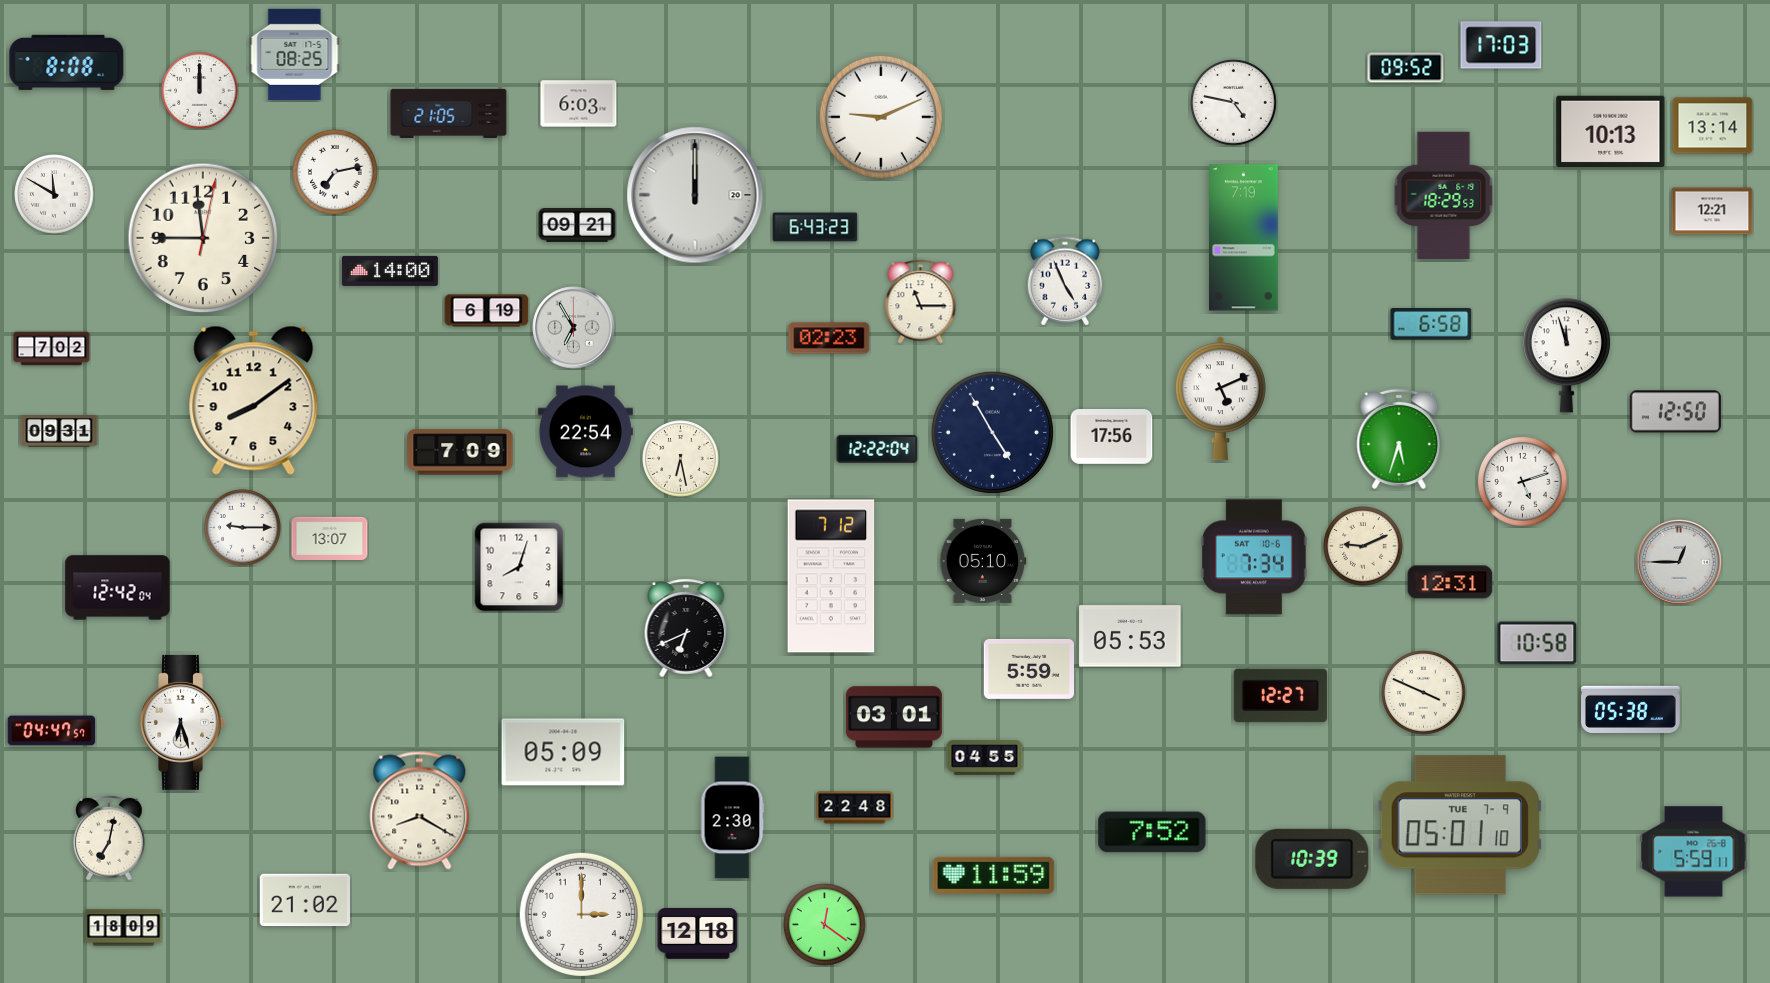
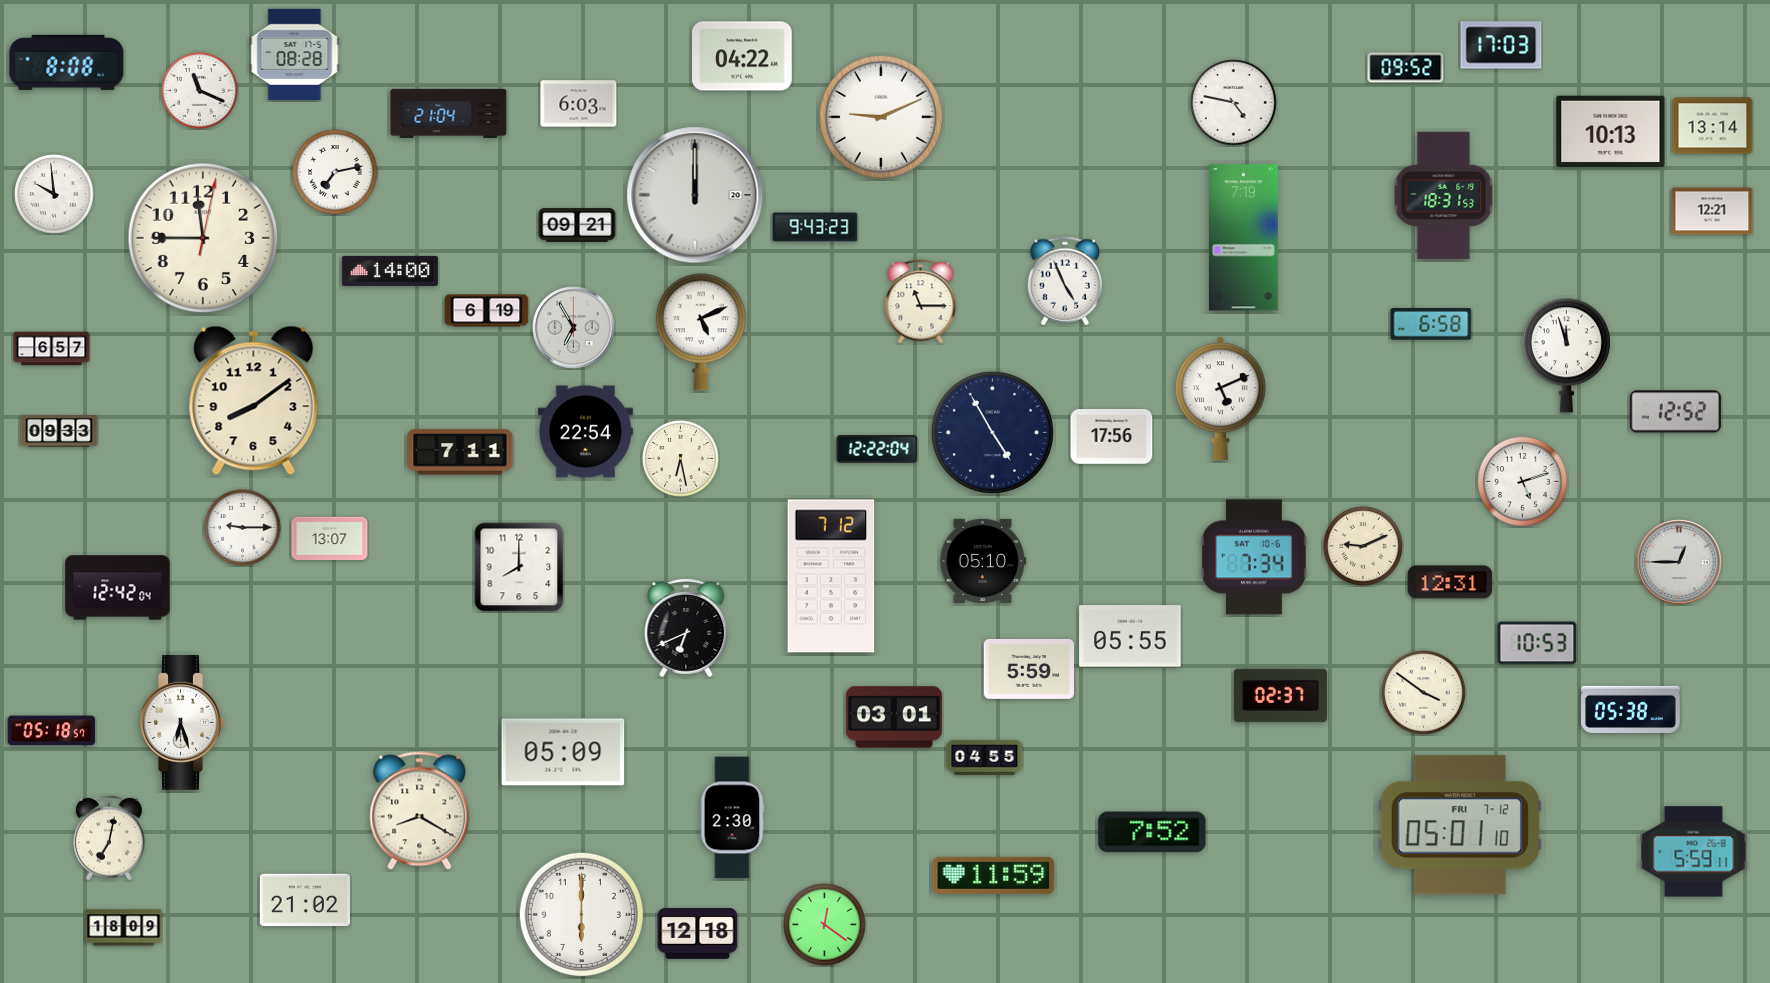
clock at (295, 54): 08:25 -> 08:28
clock at (742, 56): none -> 04:22
clock at (200, 91): 12:00 -> 11:19
clock at (449, 113): 21:05 -> 21:04
clock at (54, 194): 11:50 -> 9:59
clock at (1444, 195): 18:29 -> 18:31
clock at (815, 227): 6:43 -> 9:43
clock at (701, 332): none -> 5:11
clock at (829, 338): 02:23 -> none
clock at (52, 349): 7:02 -> 6:57
clock at (1675, 412): 12:50 -> 12:52
clock at (59, 432): 09:31 -> 09:33
clock at (1399, 439): 5:33 -> none
clock at (460, 452): 7:09 -> 7:11
clock at (519, 567): 8:03 -> 8:00
clock at (1130, 636): 05:53 -> 05:55
clock at (1537, 643): 10:58 -> 10:53
clock at (1424, 693): 3:49 -> 3:51
clock at (1280, 696): 12:27 -> 02:37
clock at (52, 731): 04:47 -> 05:18
clock at (855, 808): 22:48 -> none
clock at (1460, 825) date: TUE 7-9 -> FRI 7-12
clock at (1312, 859): 10:39 -> none
clock at (581, 914): 3:00 -> 6:00
